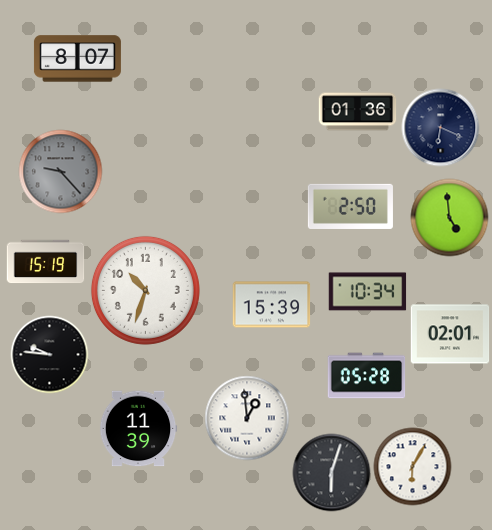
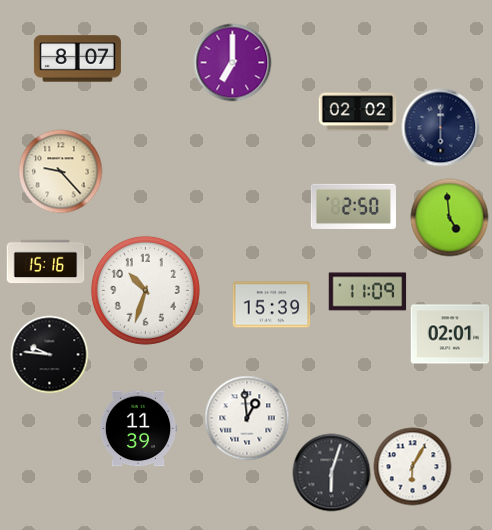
clock at (232, 62): none -> 7:00
clock at (357, 112): 01:36 -> 02:02
clock at (440, 127): 6:19 -> 6:00
clock at (60, 171) dial: grey -> cream
clock at (350, 206) position: (350, 206) -> (353, 206)
clock at (45, 262): 15:19 -> 15:16
clock at (367, 292): 10:34 -> 11:09
clock at (366, 376): 05:28 -> none
